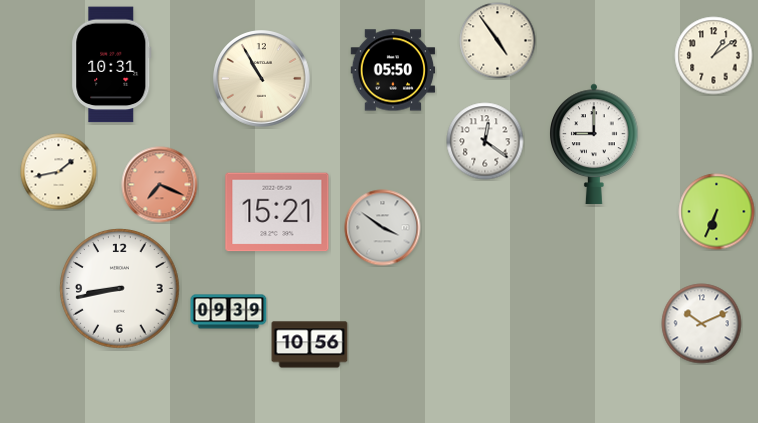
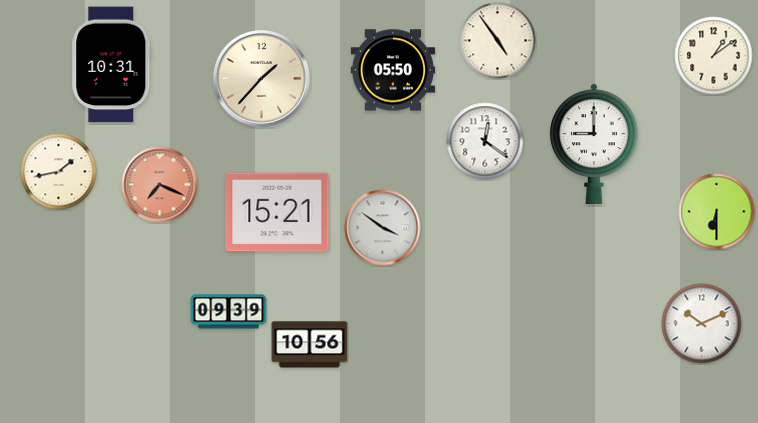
clock at (262, 79): 10:55 -> 1:37
clock at (717, 212): 6:34 -> 6:30
clock at (120, 289): 8:43 -> none
